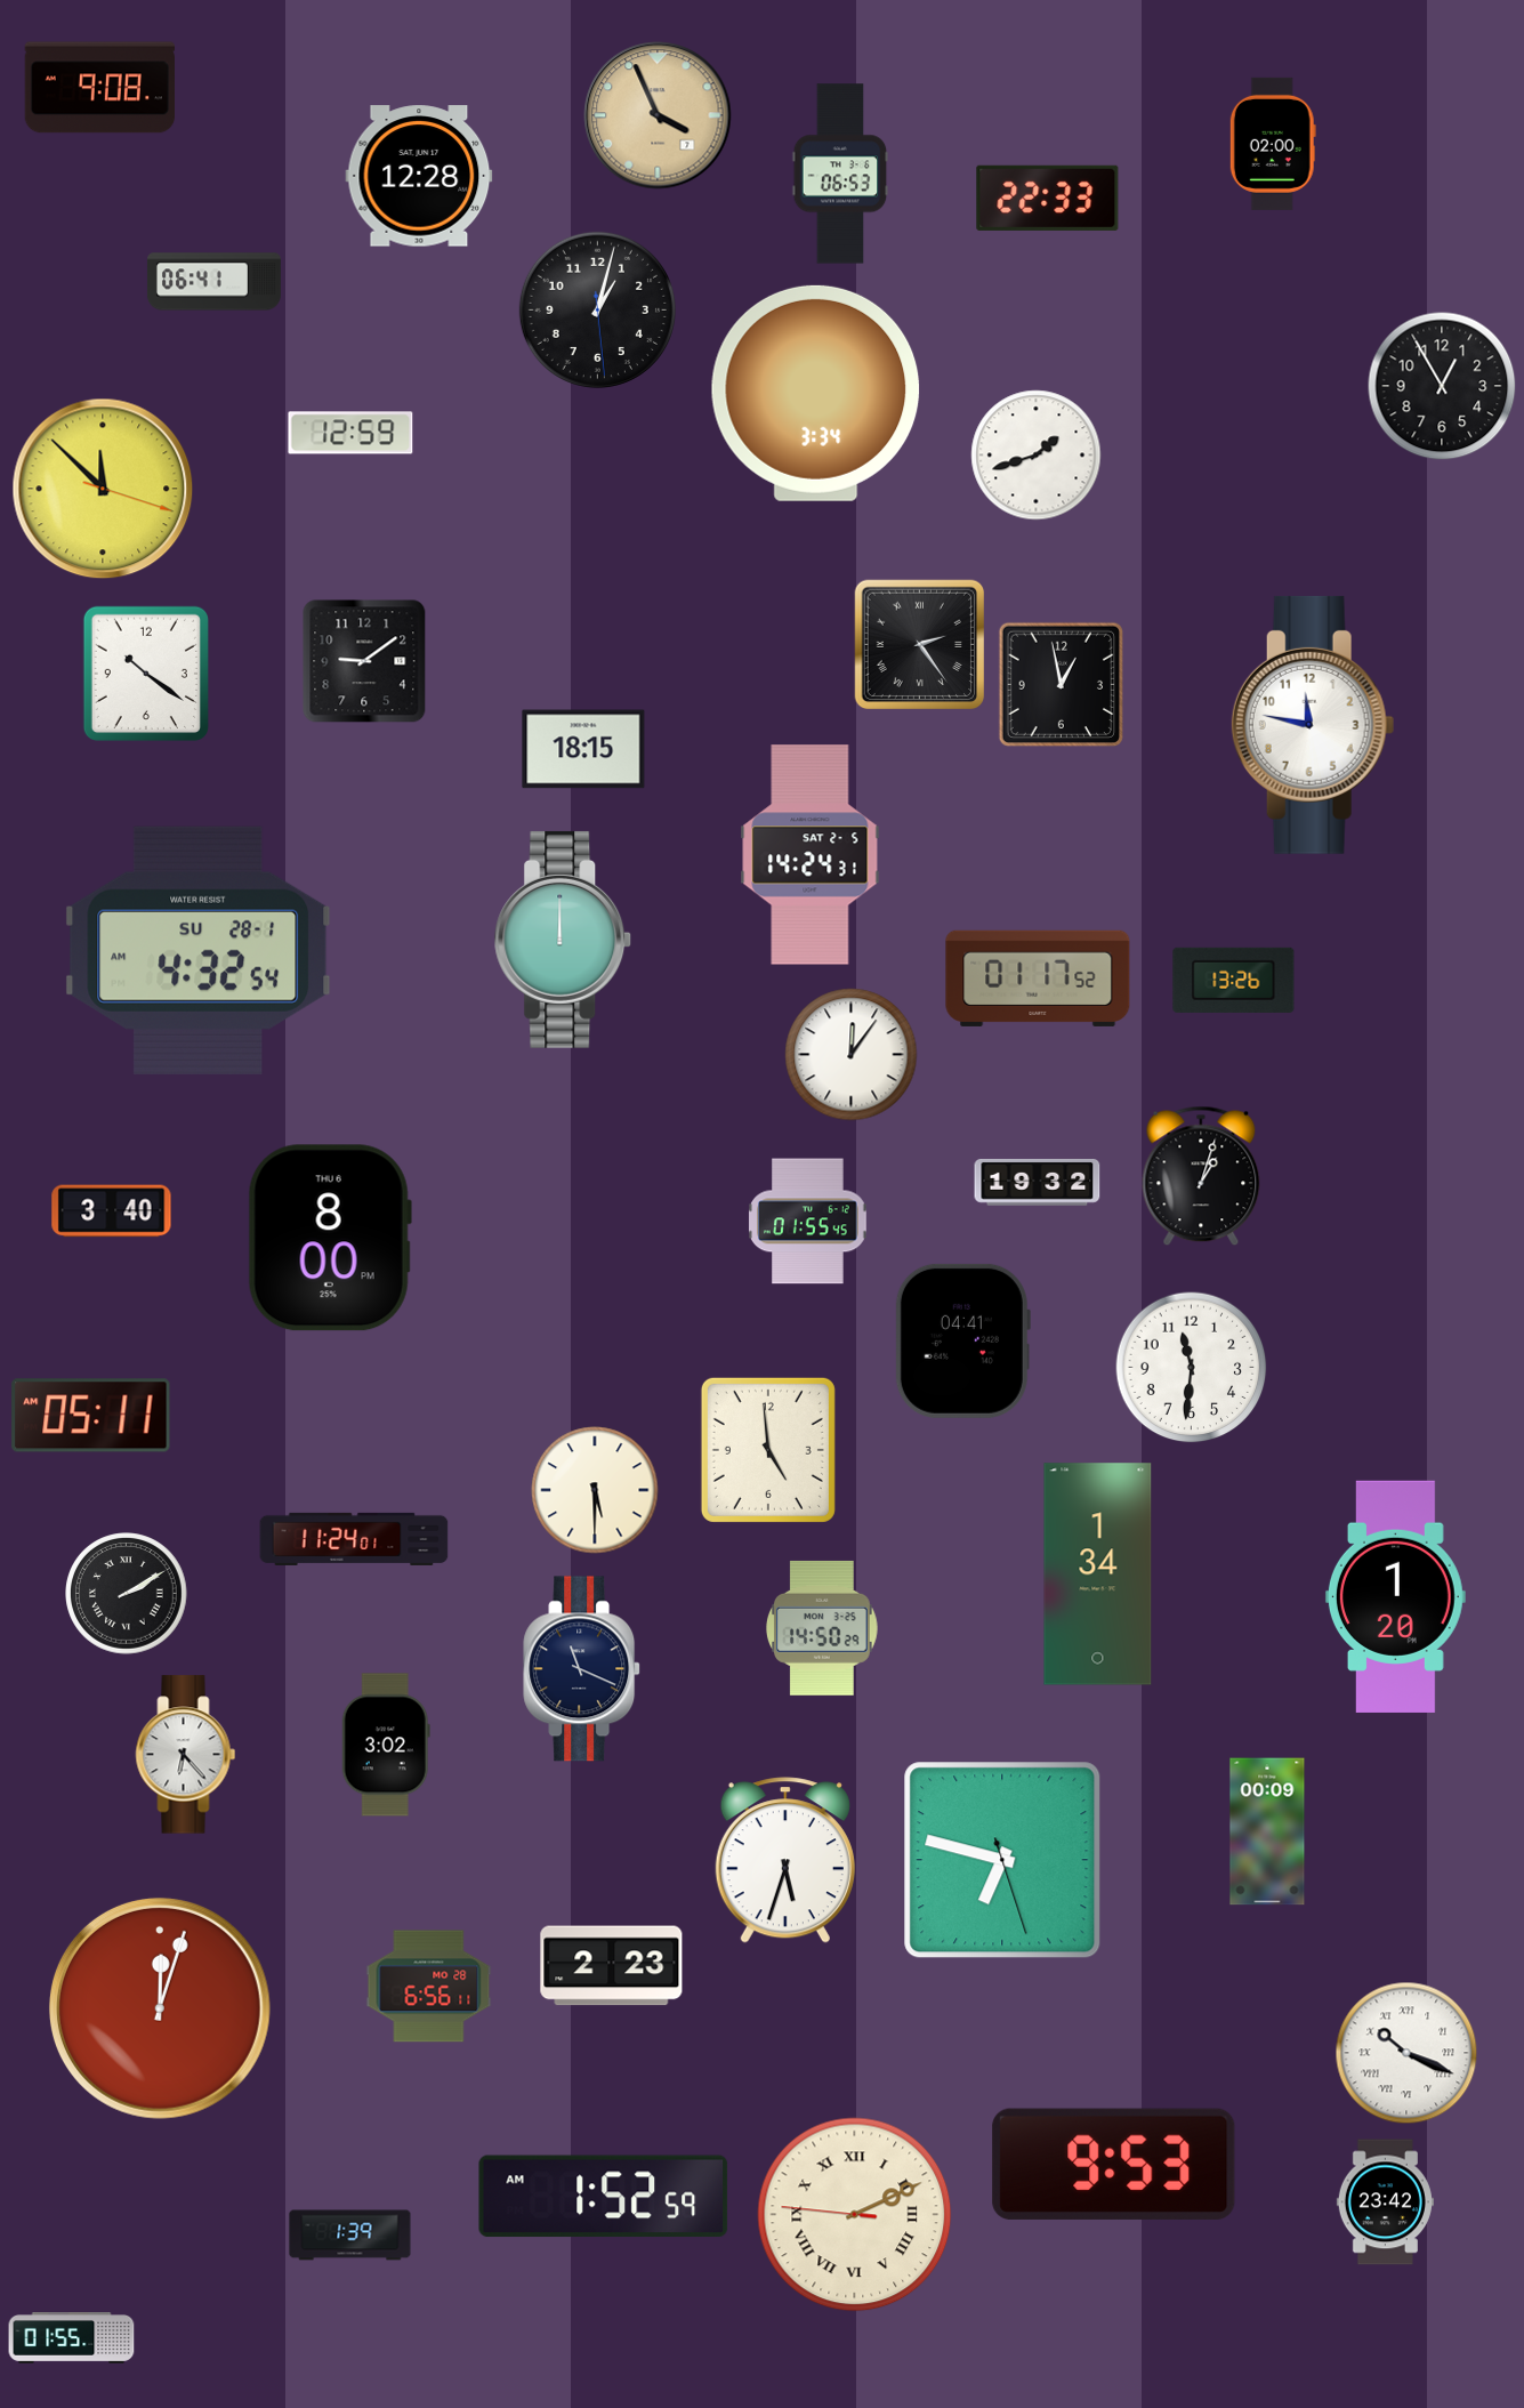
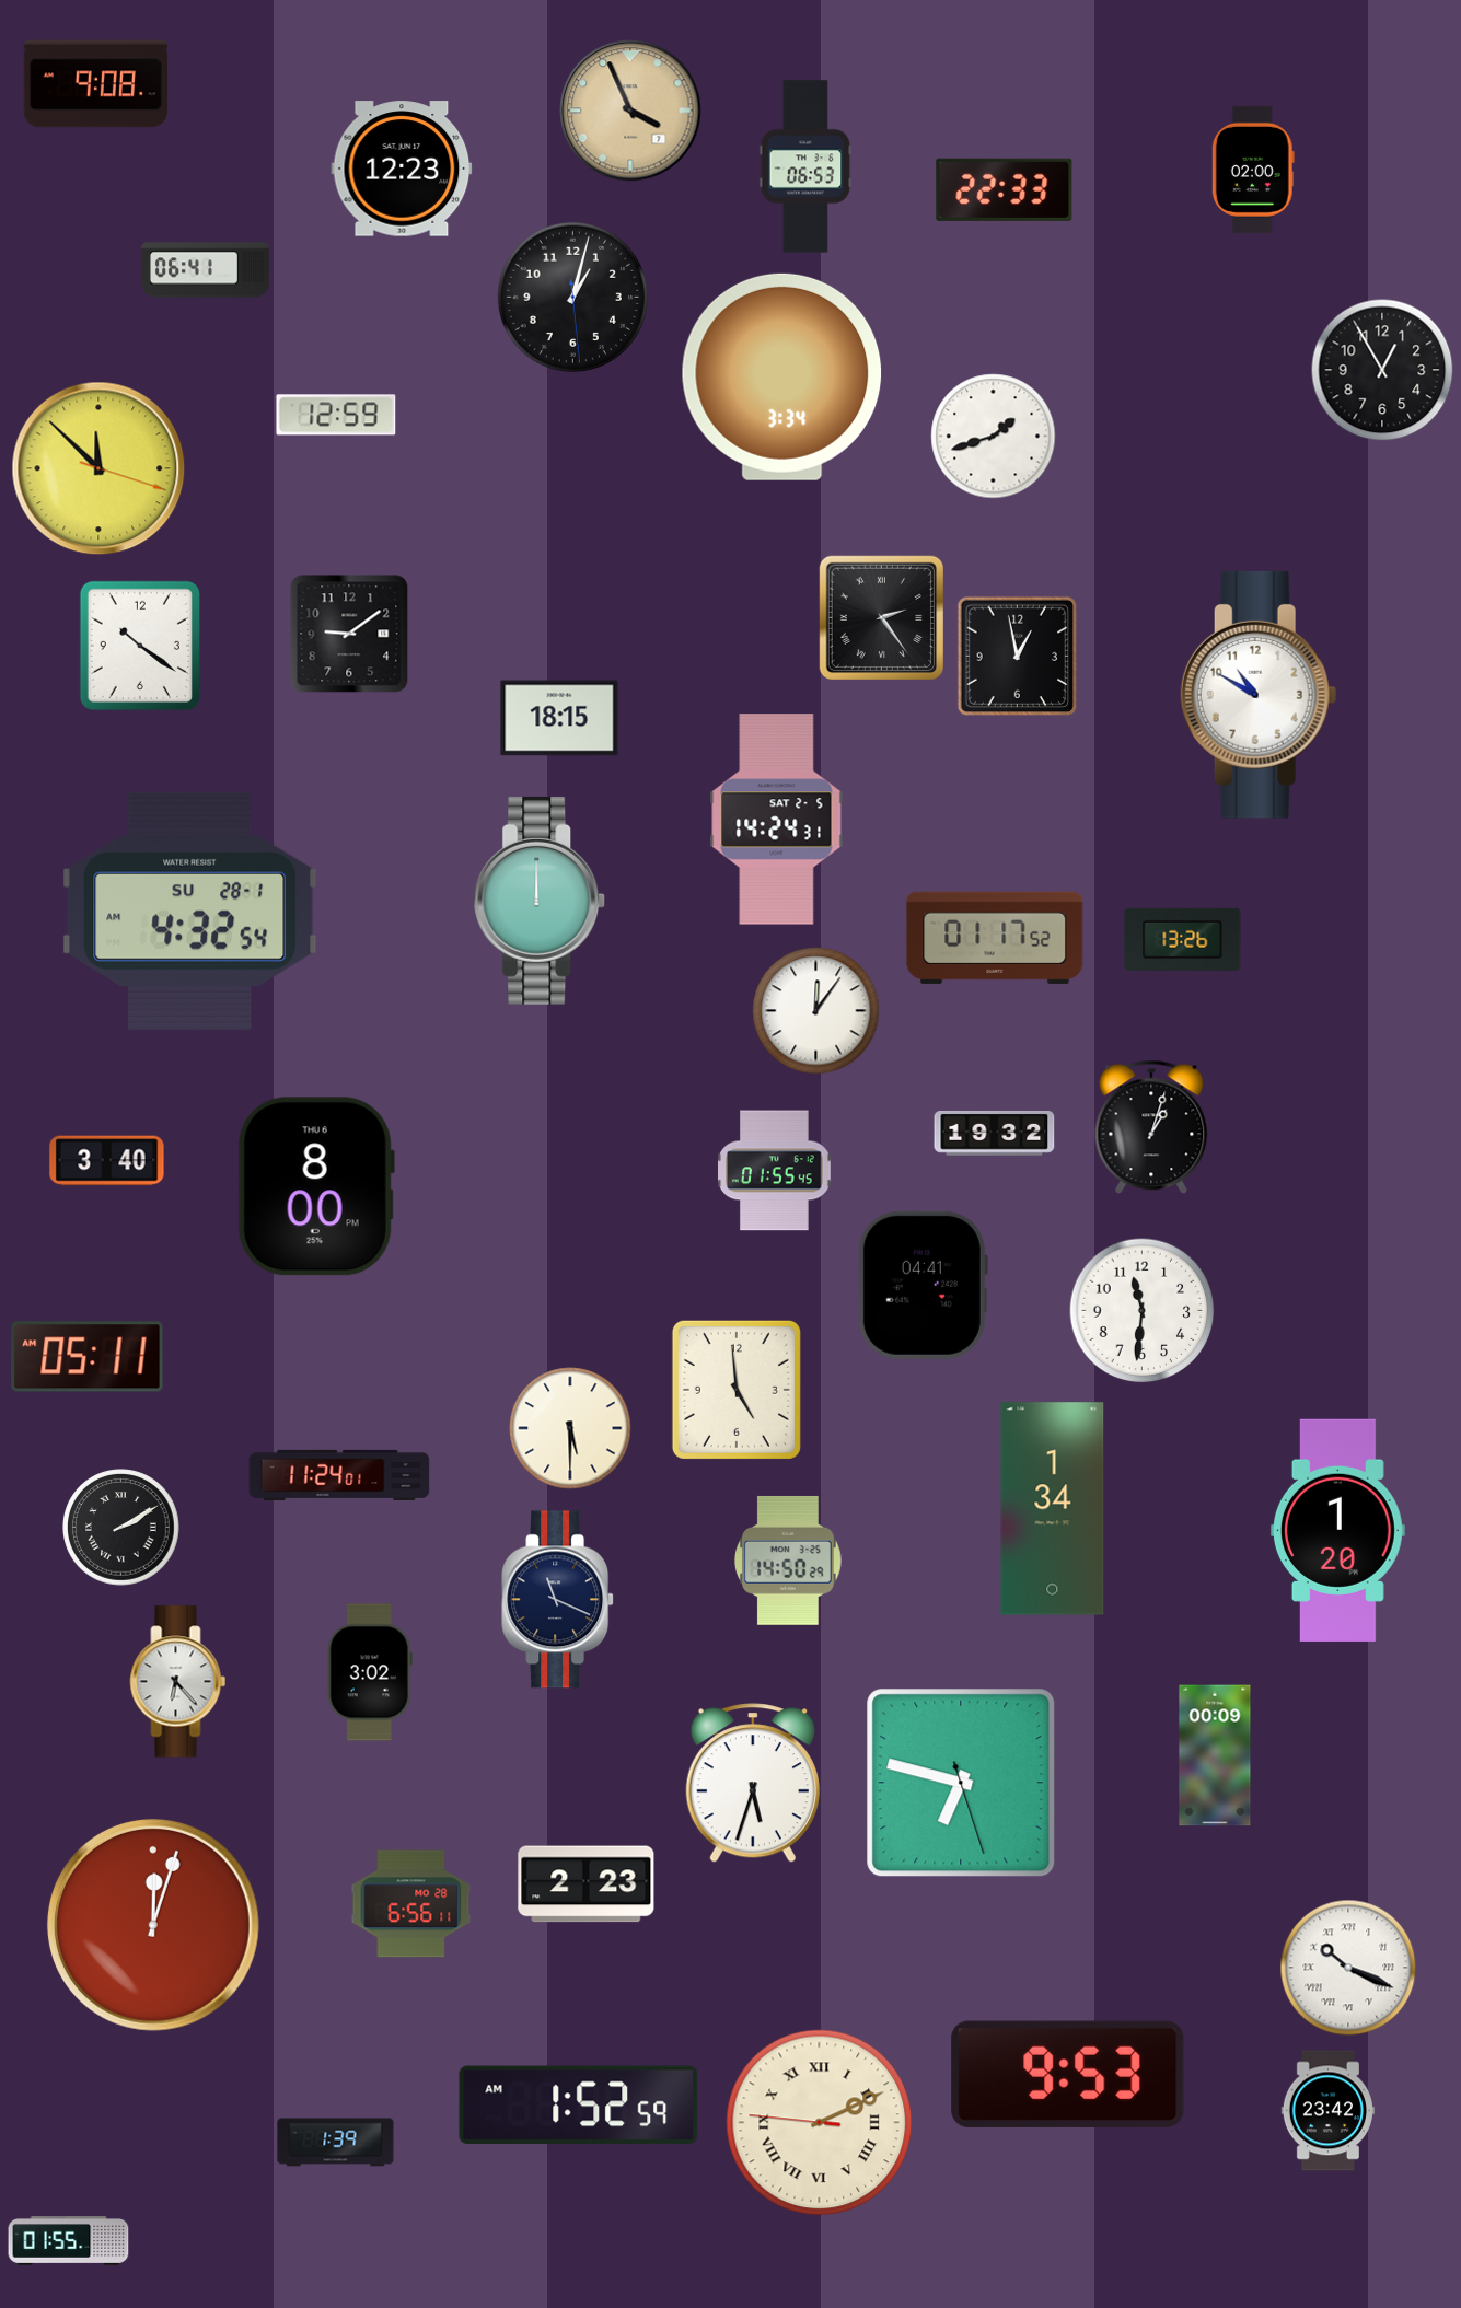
clock at (1273, 144) position: (1273, 144) -> (1253, 170)
clock at (419, 176): 12:28 -> 12:23
clock at (1313, 725): 11:47 -> 10:50
